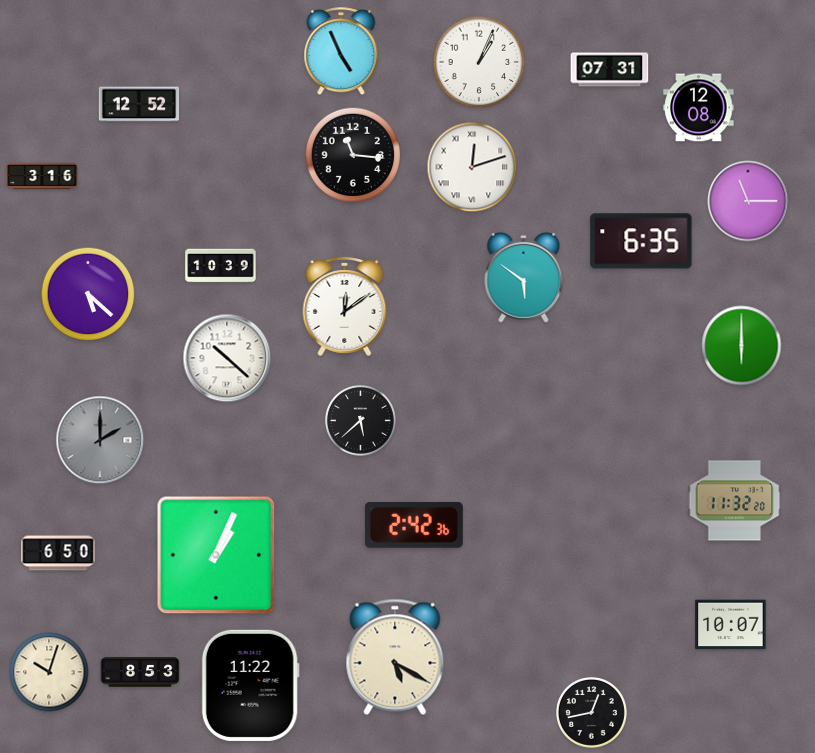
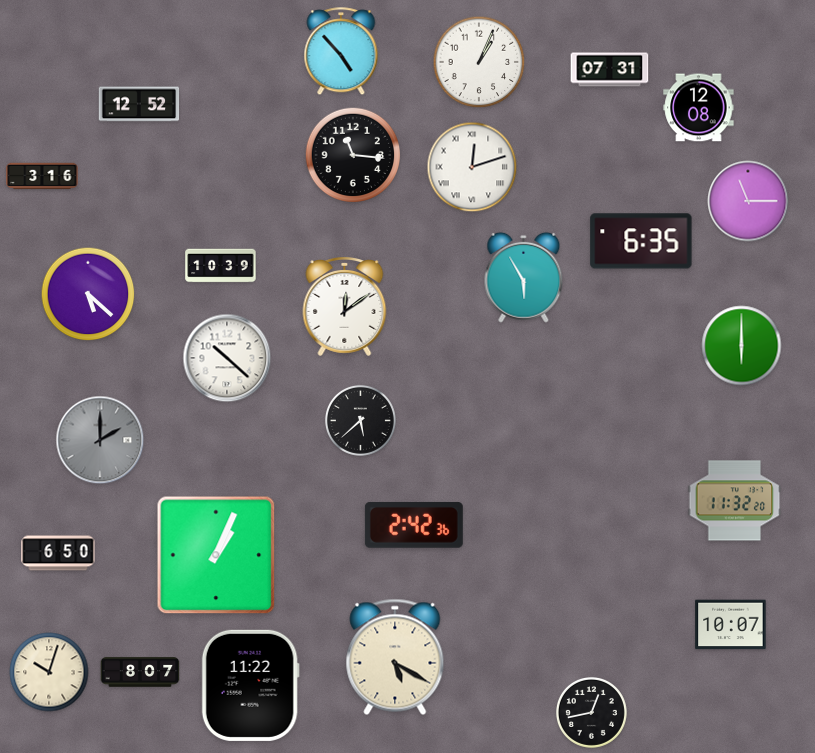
clock at (341, 52): 4:56 -> 4:53
clock at (524, 277): 5:51 -> 5:55
clock at (140, 672): 8:53 -> 8:07
